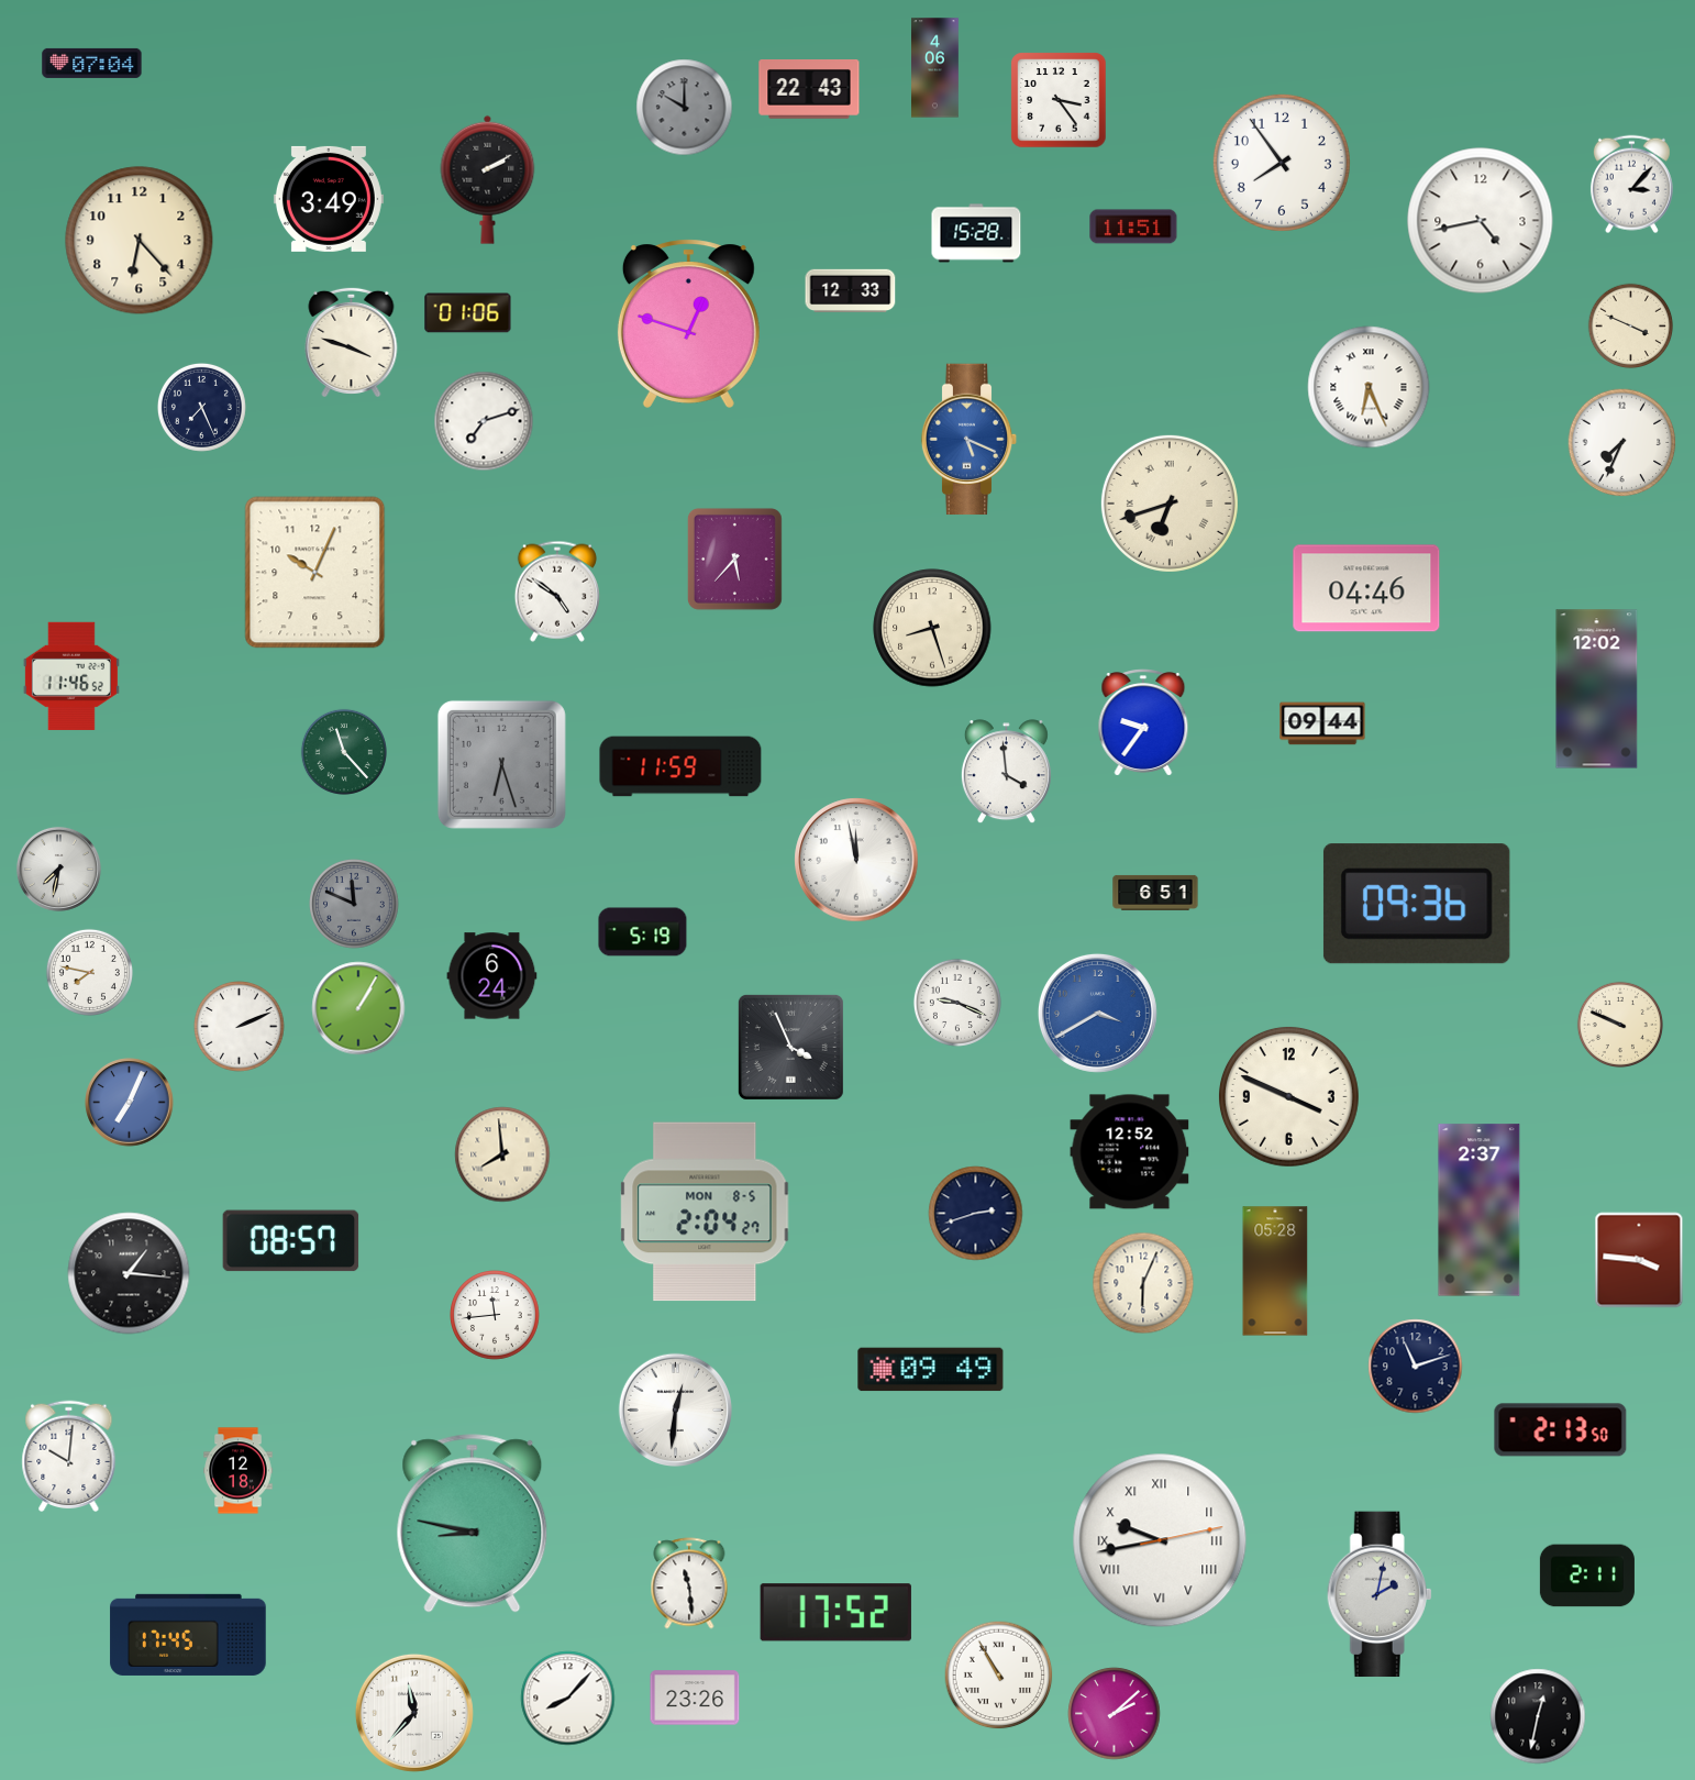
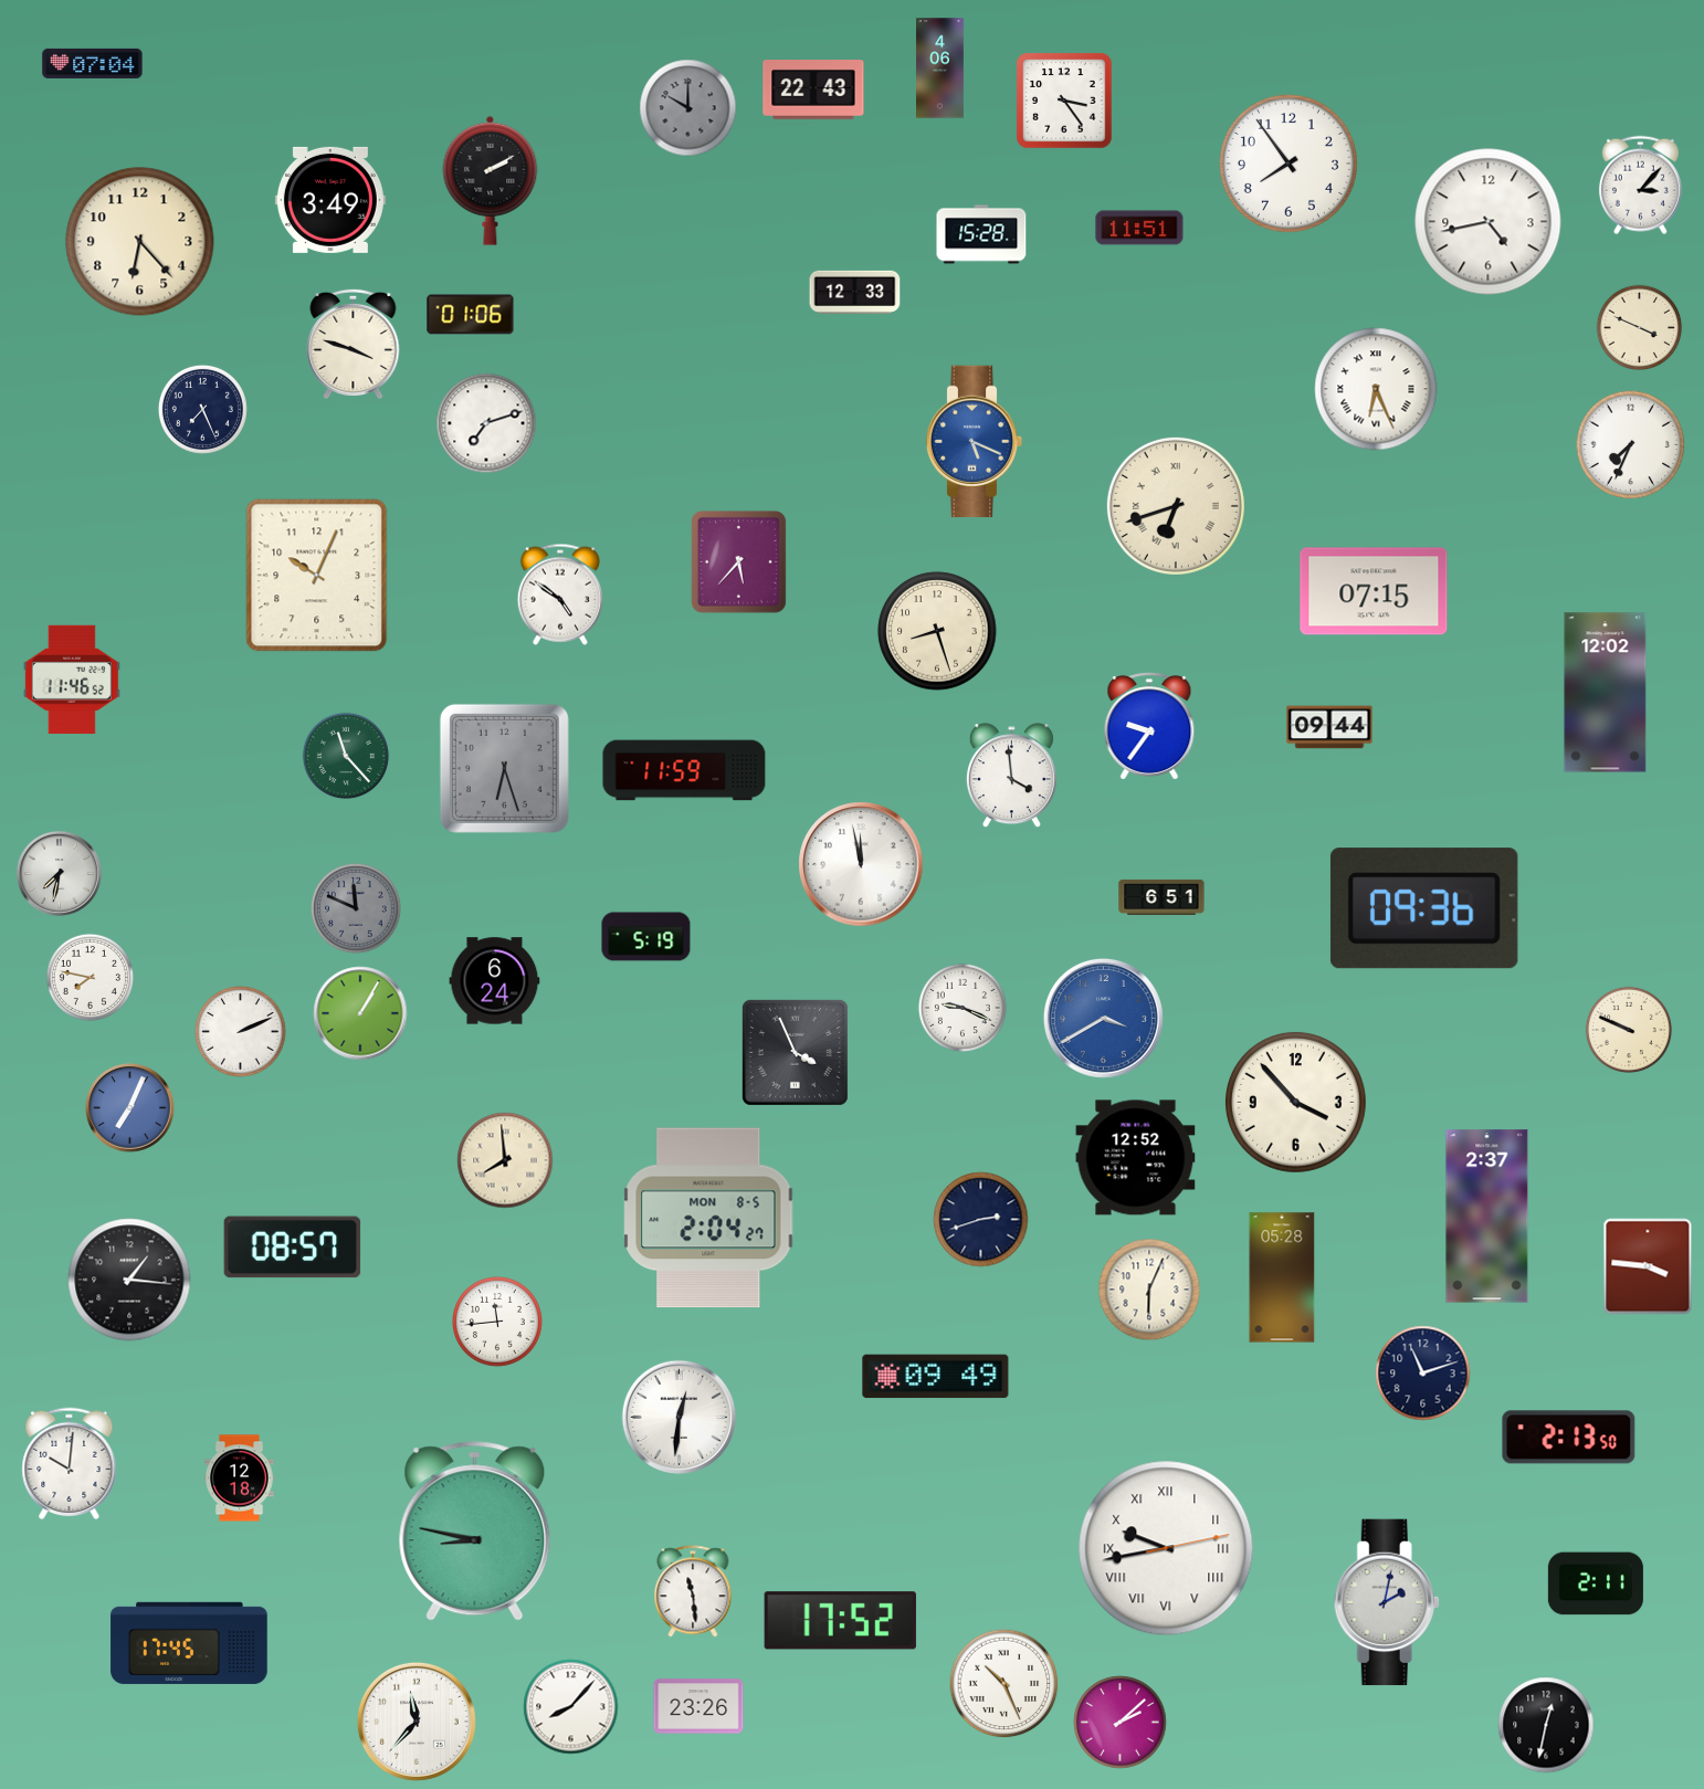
clock at (688, 323): 12:48 -> none
clock at (1366, 588): 04:46 -> 07:15
clock at (1288, 1096): 3:49 -> 3:53
clock at (999, 1676): 10:55 -> 10:26
